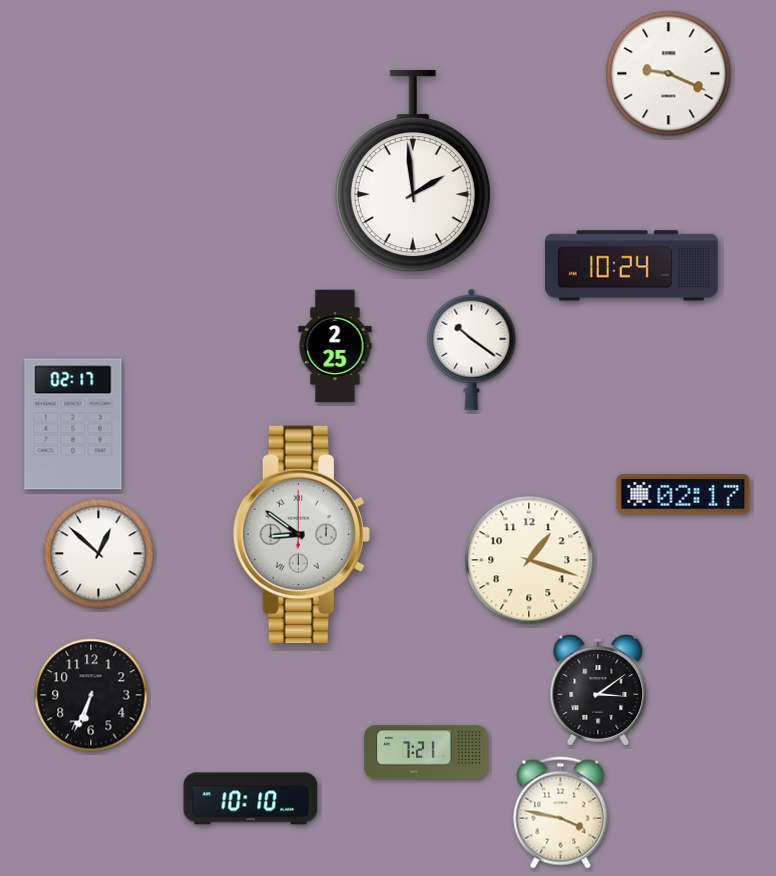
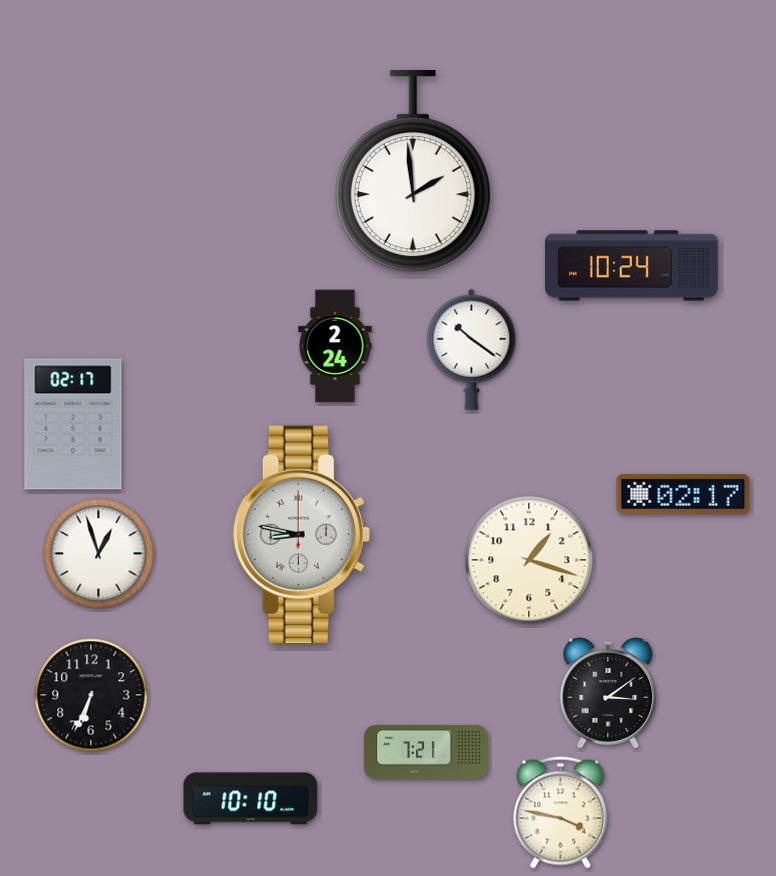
clock at (669, 74): 9:19 -> none
clock at (335, 346): 2:25 -> 2:24
clock at (301, 534): 8:51 -> 8:47
clock at (99, 554): 12:52 -> 12:57
clock at (598, 690) position: (598, 690) -> (608, 693)
